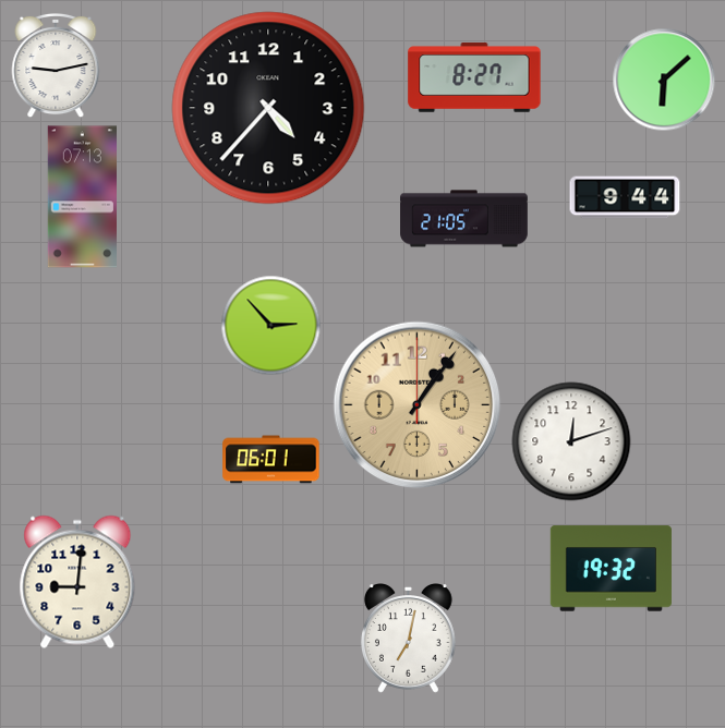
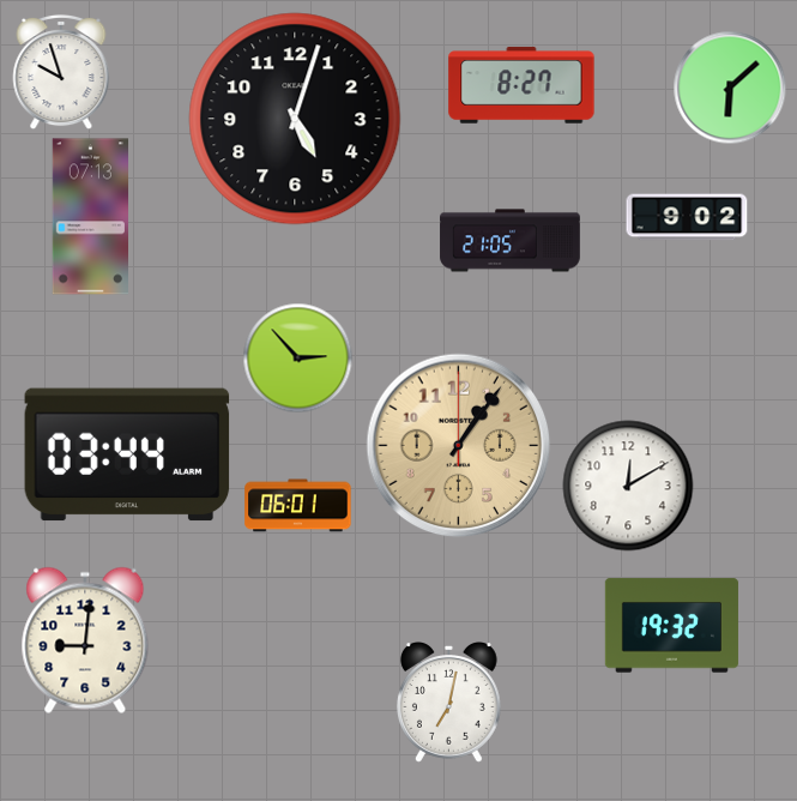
clock at (56, 65): 9:13 -> 9:57
clock at (268, 108): 4:37 -> 5:03
clock at (625, 197): 9:44 -> 9:02
clock at (127, 454): none -> 03:44
clock at (571, 441): 12:12 -> 12:10
